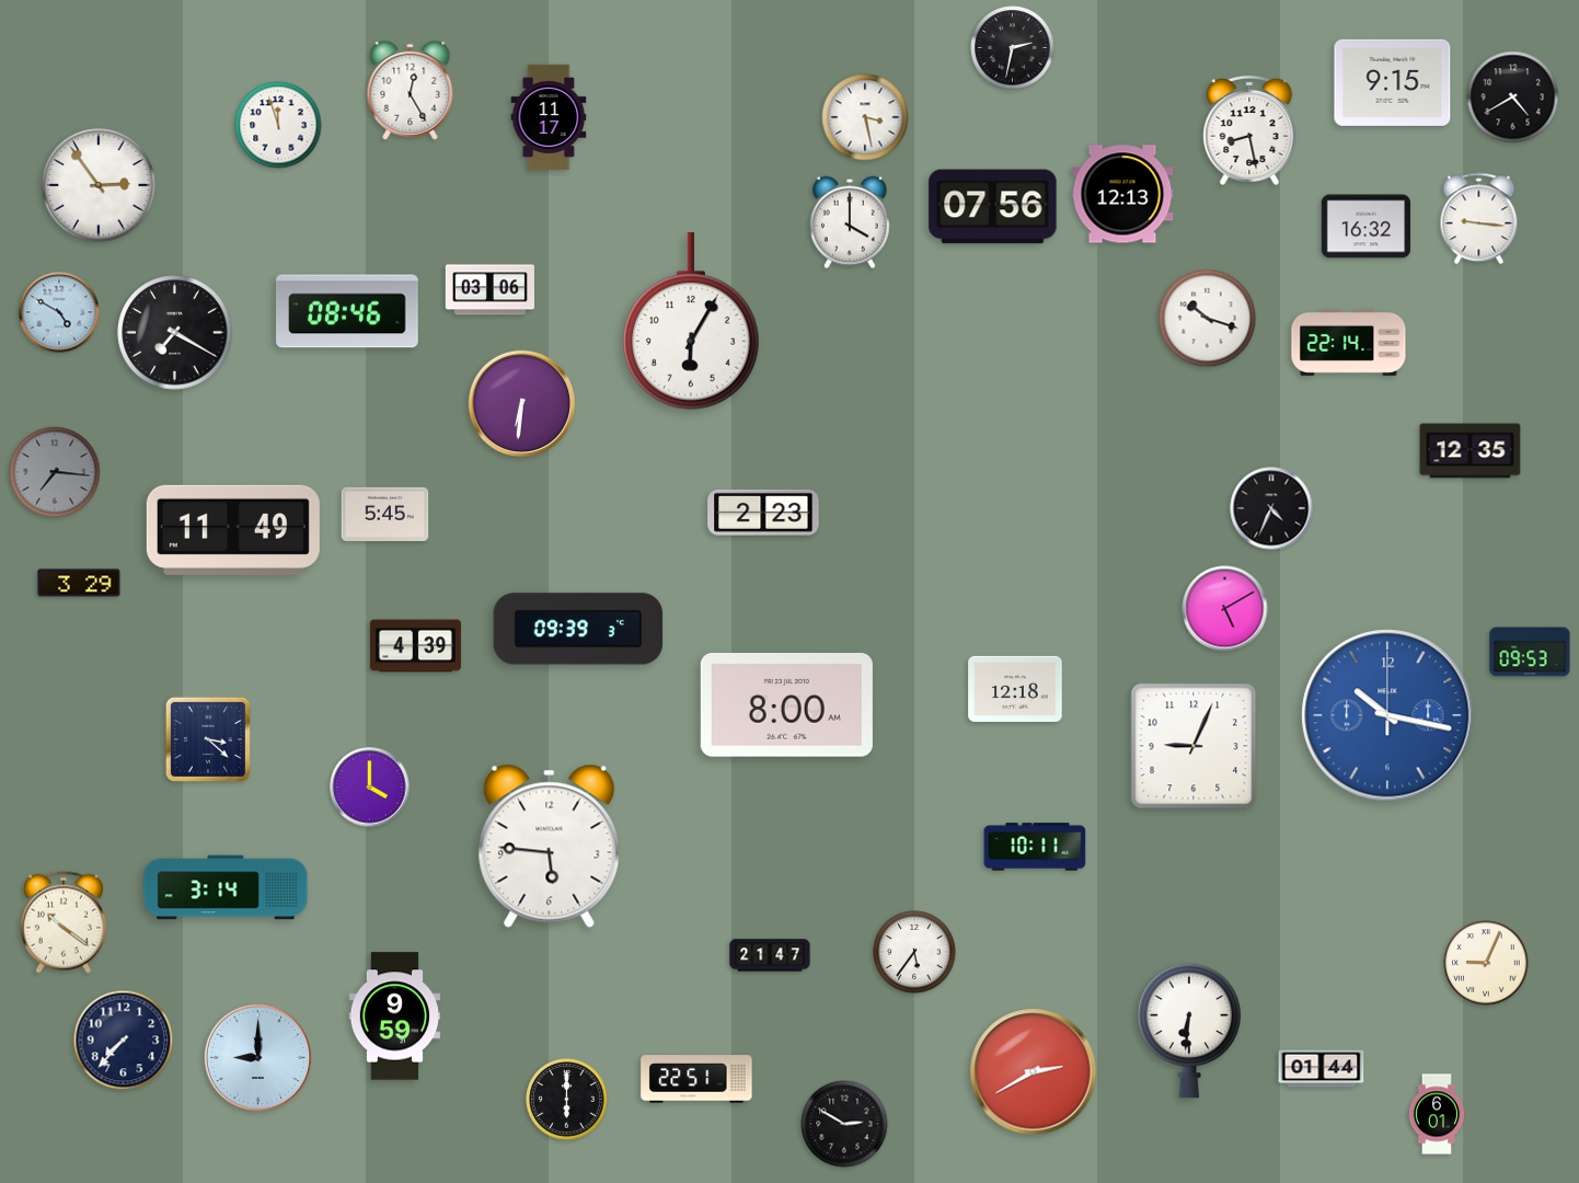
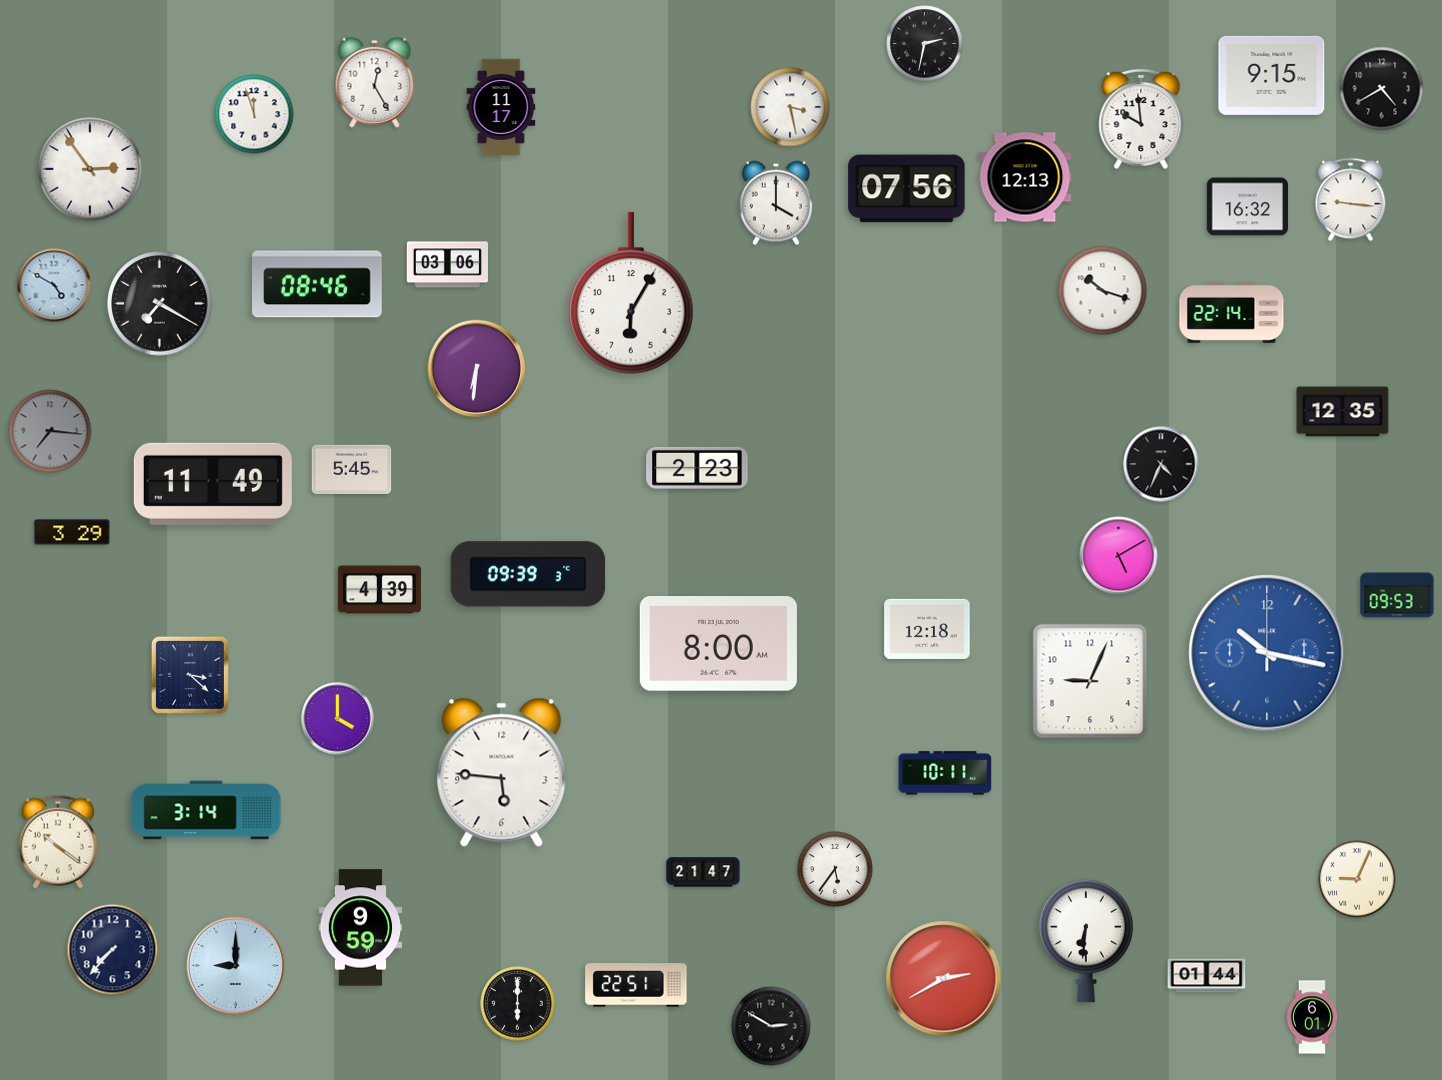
clock at (1249, 130): 8:28 -> 9:59
